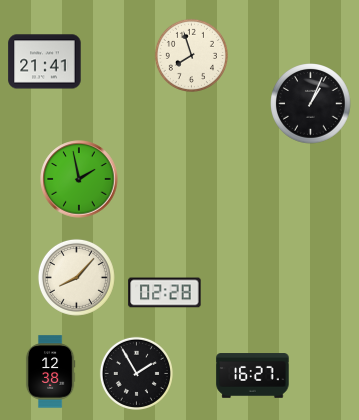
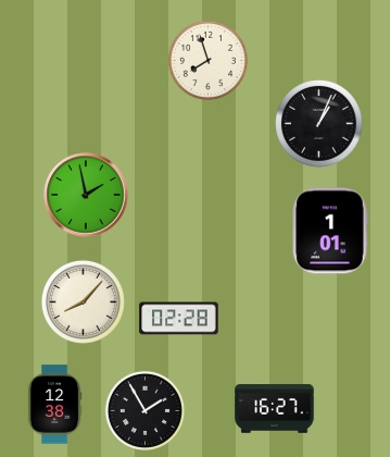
clock at (45, 62): 21:41 -> none
clock at (311, 104) position: (311, 104) -> (319, 124)
clock at (330, 231): none -> 1:01
clock at (136, 373) position: (136, 373) -> (144, 410)
